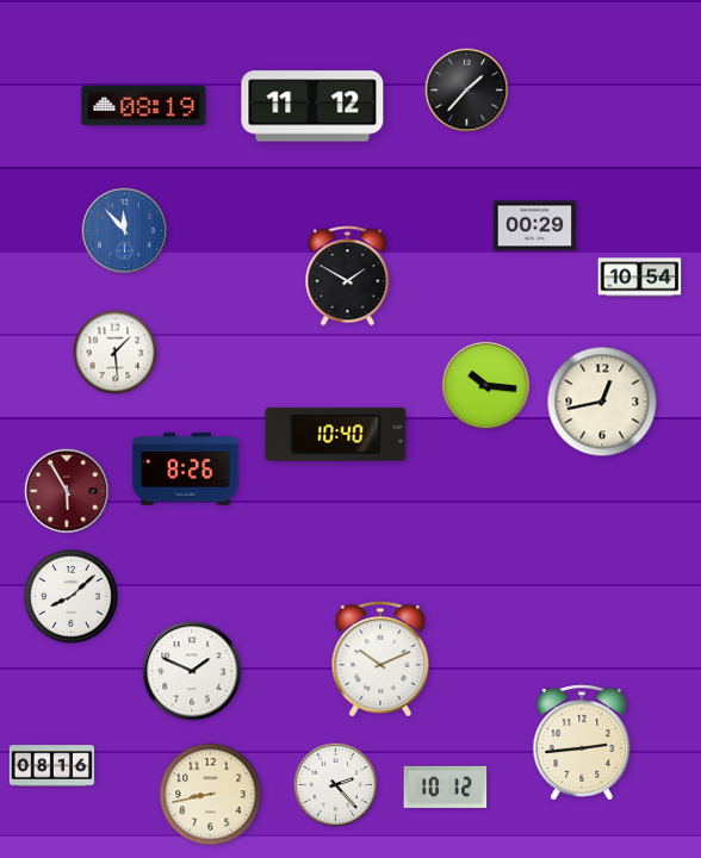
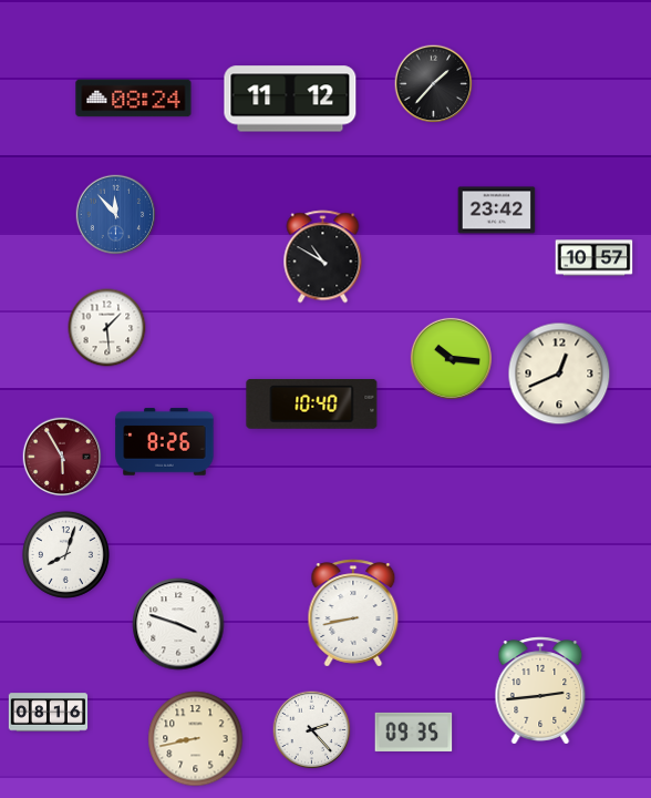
clock at (144, 106): 08:19 -> 08:24
clock at (535, 226): 00:29 -> 23:42
clock at (348, 276): 1:50 -> 10:50
clock at (640, 278): 10:54 -> 10:57
clock at (602, 402): 12:43 -> 12:41
clock at (186, 470) position: (186, 470) -> (165, 442)
clock at (70, 596): 8:08 -> 8:03
clock at (380, 659): 10:11 -> 8:43
clock at (192, 671): 1:49 -> 3:48
clock at (446, 786): 10:12 -> 09:35
